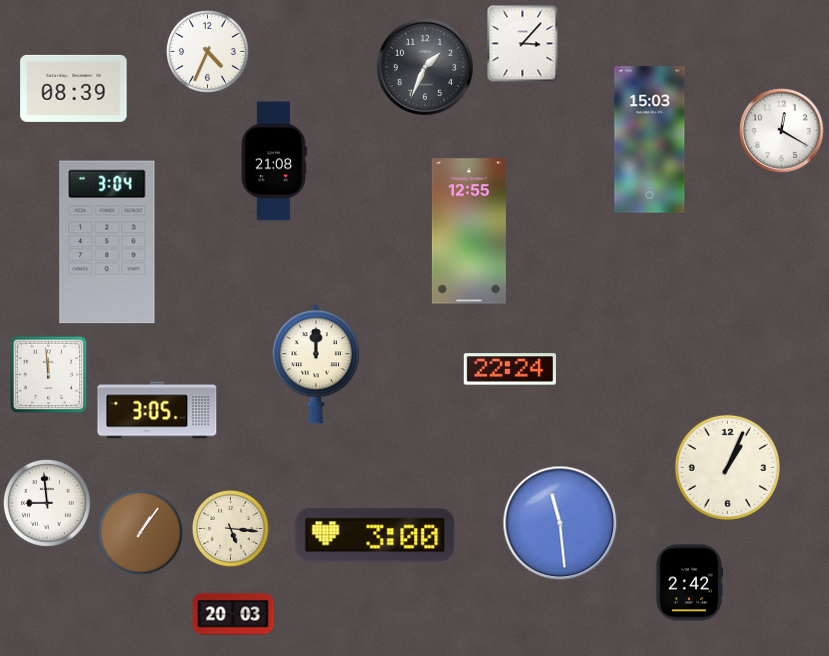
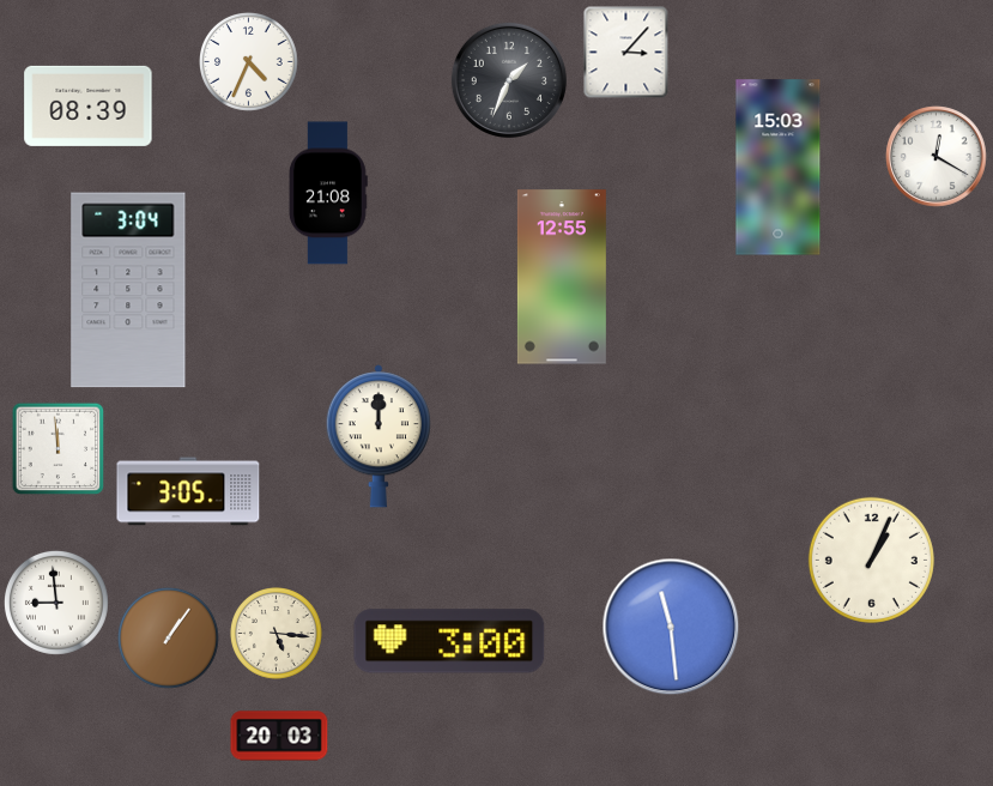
clock at (509, 369): 22:24 -> none
clock at (689, 583): 2:42 -> none
